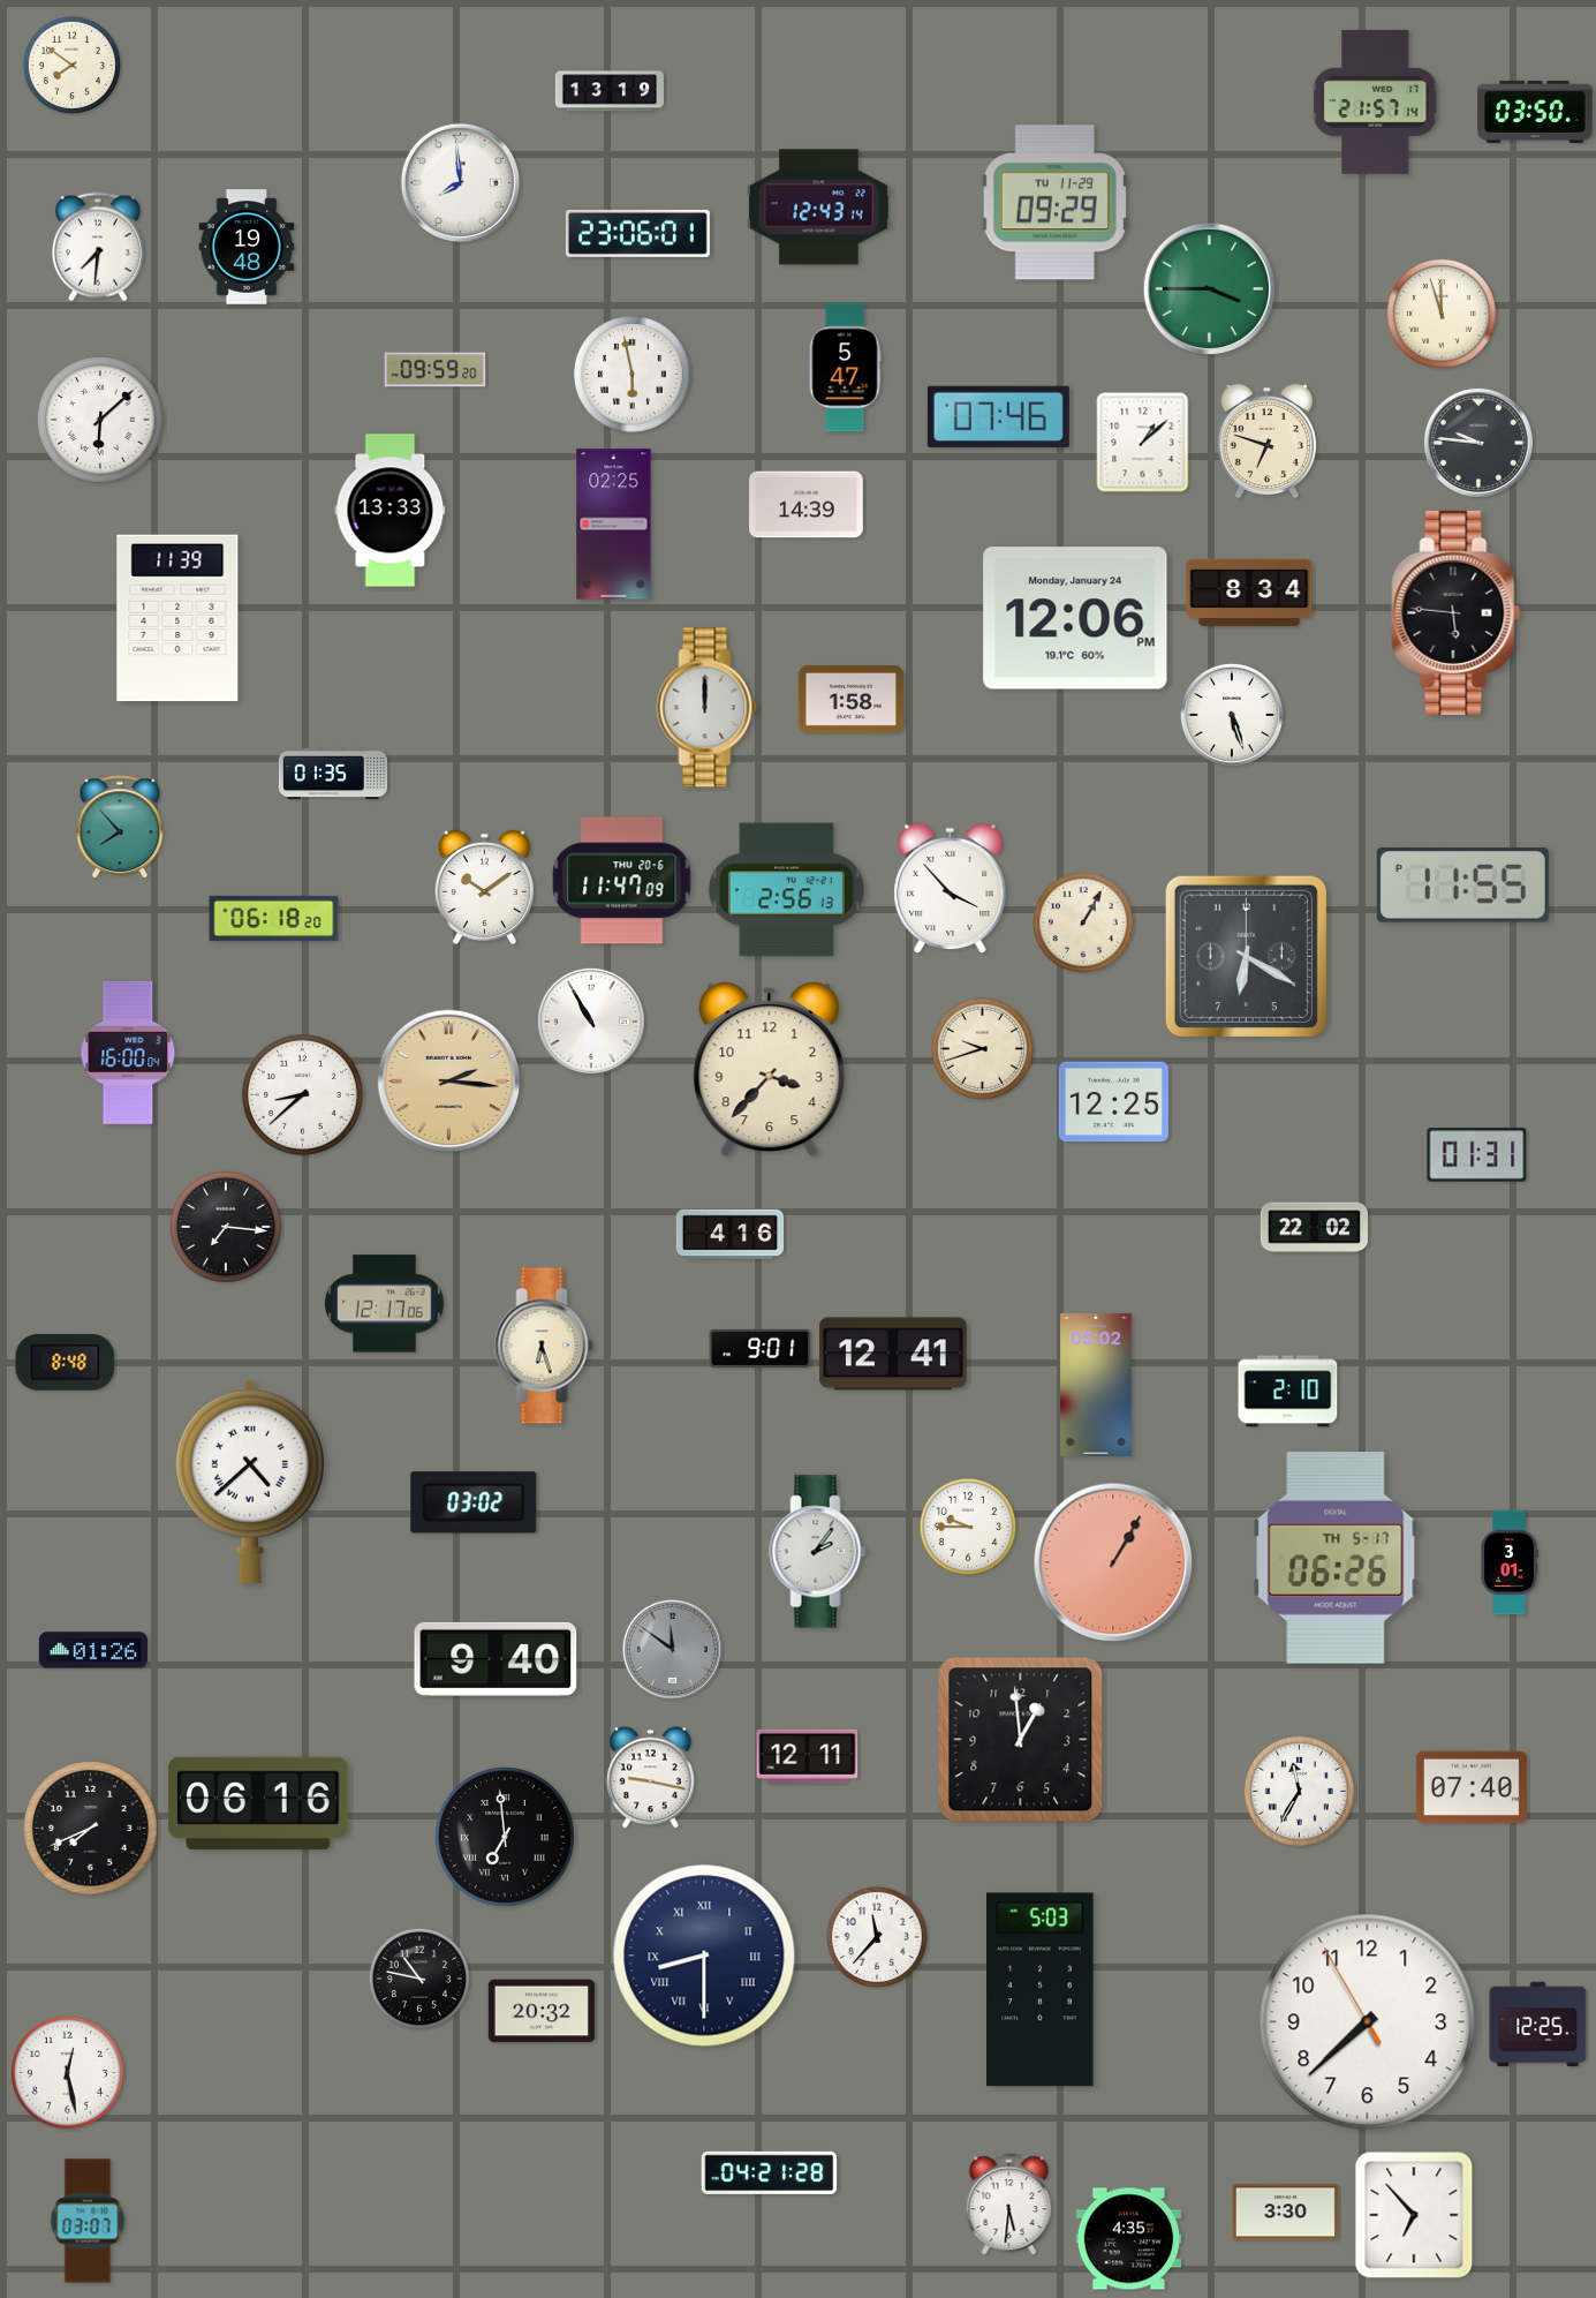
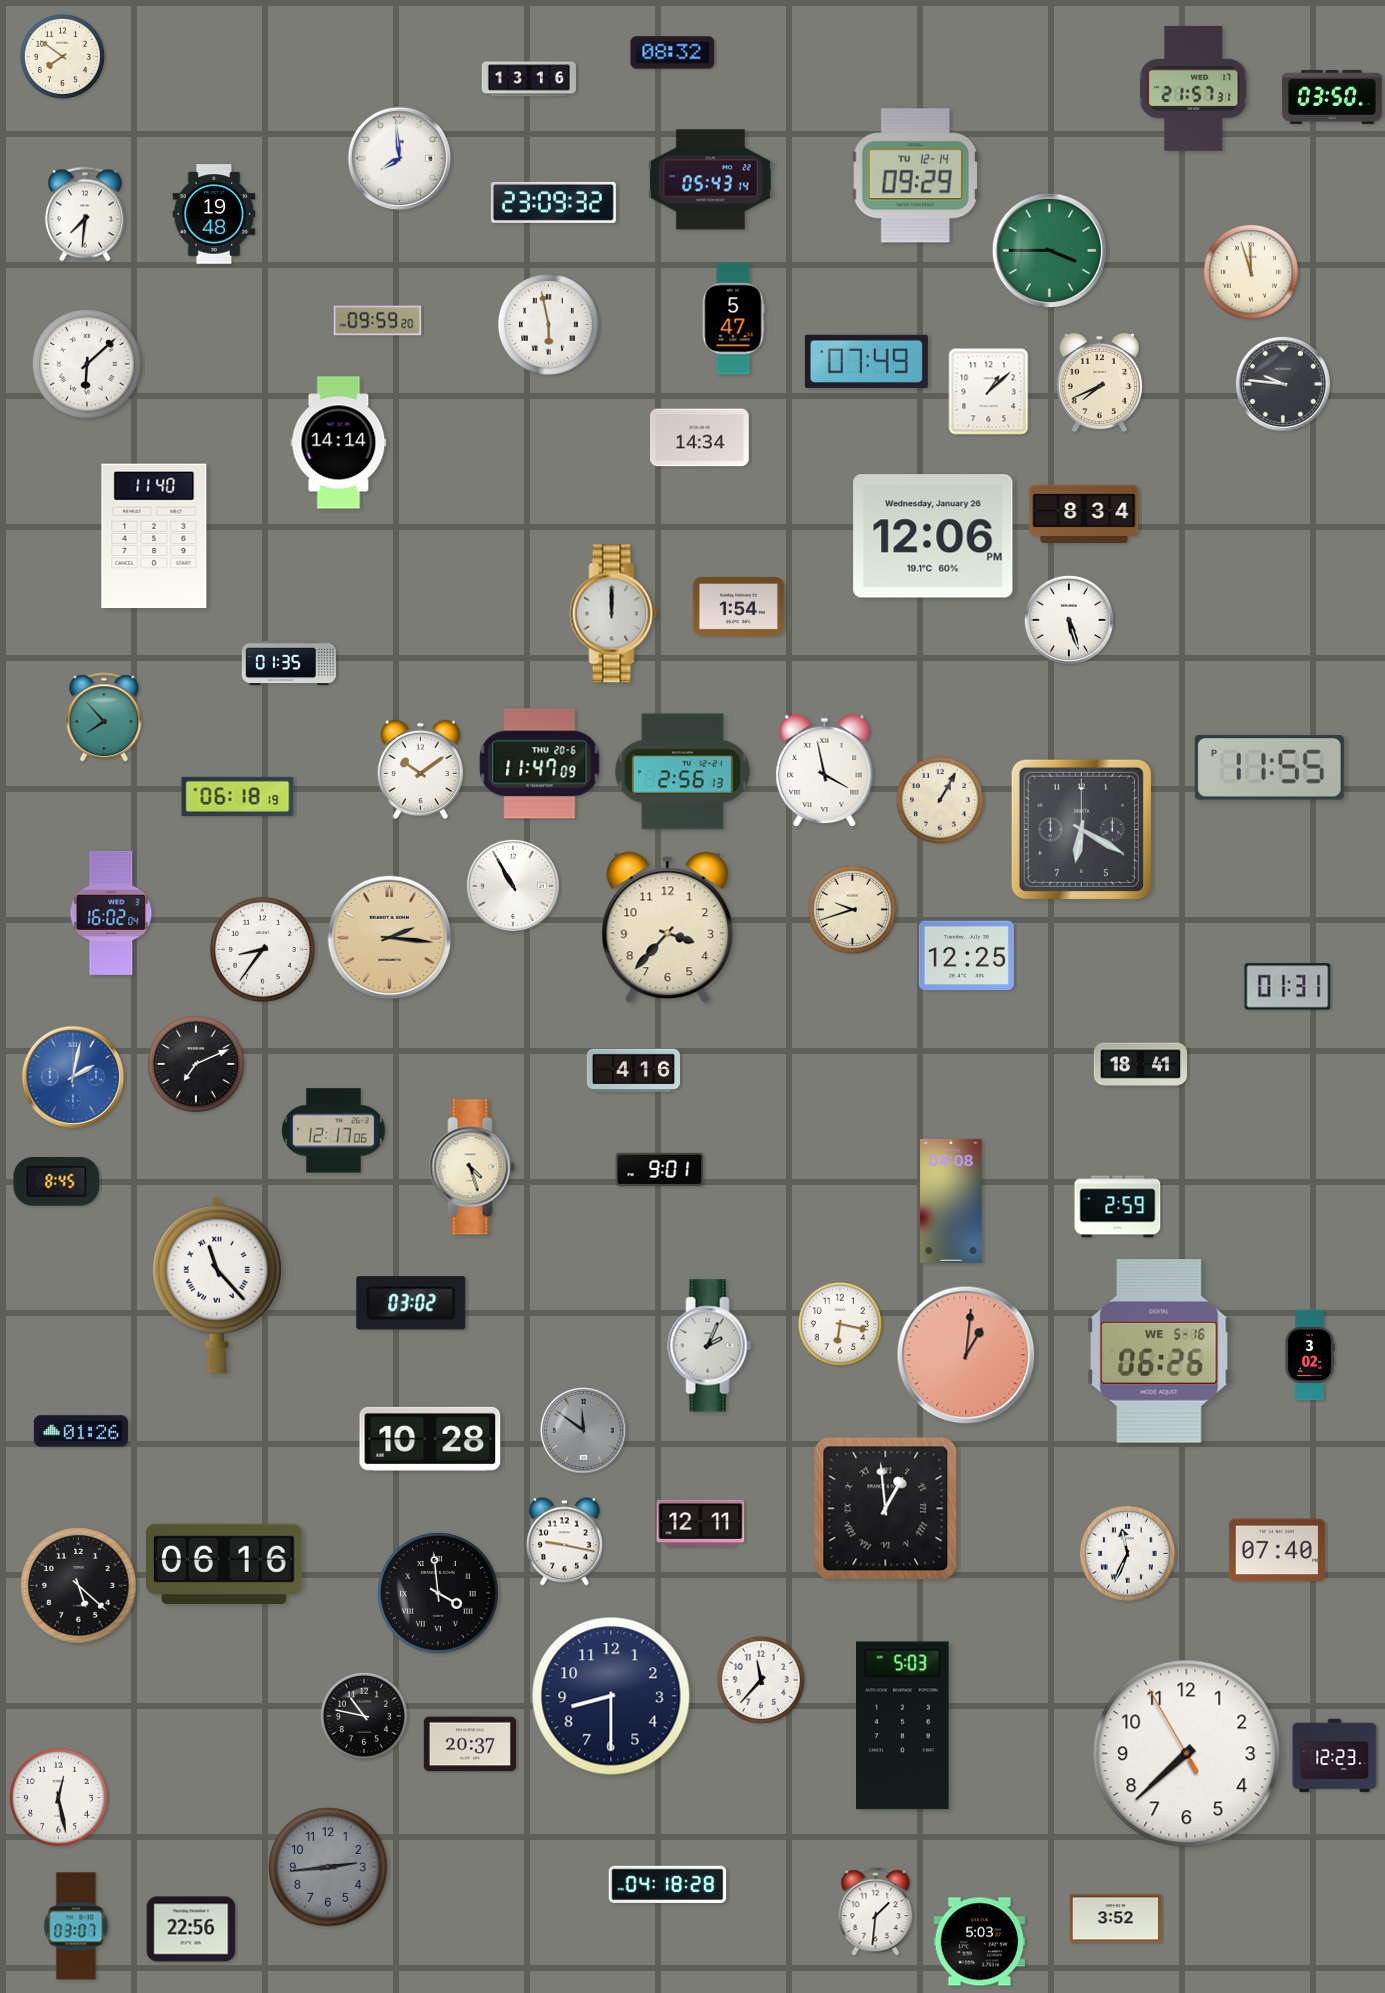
clock at (673, 53): none -> 08:32
clock at (610, 91): 13:19 -> 13:16
clock at (1376, 101): 21:57:14 -> 21:57:31
clock at (1054, 203) date: TU 11-29 -> TU 12-14
clock at (818, 208): 12:43 -> 05:43
clock at (637, 233): 23:06 -> 23:09
clock at (998, 416): 07:46 -> 07:49
clock at (1266, 442): 6:48 -> 7:41
clock at (1143, 443) position: (1143, 443) -> (989, 392)
clock at (807, 505): 14:39 -> 14:34
clock at (391, 511): 13:33 -> 14:14
clock at (614, 525): 02:25 -> none
clock at (1457, 612): 5:46 -> none
clock at (177, 618): 11:39 -> 11:40
clock at (1075, 618) date: Monday, January 24 -> Wednesday, January 26
clock at (852, 699): 1:58 -> 1:54
clock at (333, 774) position: (333, 774) -> (289, 663)
clock at (951, 889): 3:53 -> 3:58
clock at (274, 918): 06:18:20 -> 06:18:19
clock at (128, 1053): 16:00 -> 16:02
clock at (302, 1094): 8:38 -> 8:36
clock at (1477, 1155) position: (1477, 1155) -> (1288, 987)
clock at (226, 1227): 7:16 -> 7:11
clock at (1314, 1228): 22:02 -> 18:41
clock at (73, 1077): none -> 2:02
clock at (544, 1346): 6:27 -> 4:27
clock at (893, 1354): 12:41 -> none
clock at (66, 1363): 8:48 -> 8:45
clock at (1096, 1385): 05:02 -> 04:08
clock at (1288, 1392): 2:10 -> 2:59
clock at (250, 1482): 4:38 -> 11:23
clock at (968, 1527): 9:45 -> 6:17
clock at (818, 1552): 2:06 -> 2:04
clock at (1336, 1559) date: TH 5-17 -> WE 5-16
clock at (1113, 1562): 1:05 -> 1:01
clock at (1510, 1562): 3:01 -> 3:02
clock at (496, 1659): 9:40 -> 10:28
clock at (1021, 1740) numerals: Arabic -> Roman
clock at (1299, 1791): 11:35 -> 11:34
clock at (91, 1829): 7:41 -> 5:22
clock at (505, 1837): 6:59 -> 3:59
clock at (704, 1956) numerals: Roman -> Arabic
clock at (542, 2011): 20:32 -> 20:37
clock at (1538, 2025): 12:25 -> 12:23
clock at (328, 1867): none -> 2:44
clock at (770, 2172): 04:21 -> 04:18
clock at (1009, 2205): 5:31 -> 1:31
clock at (1286, 2213): 3:30 -> 3:52
clock at (1414, 2215): 6:53 -> none
clock at (191, 1929): none -> 22:56
clock at (1129, 2239): 4:35 -> 5:03
